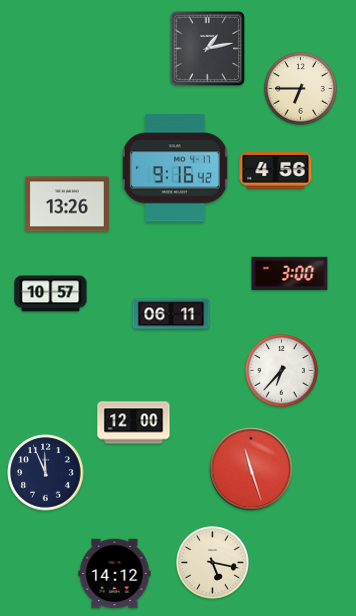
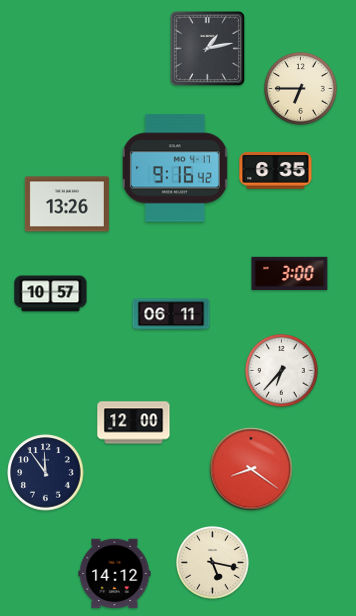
clock at (276, 171): 4:56 -> 6:35
clock at (251, 469): 11:27 -> 8:21
clock at (46, 473): 11:56 -> 11:54
